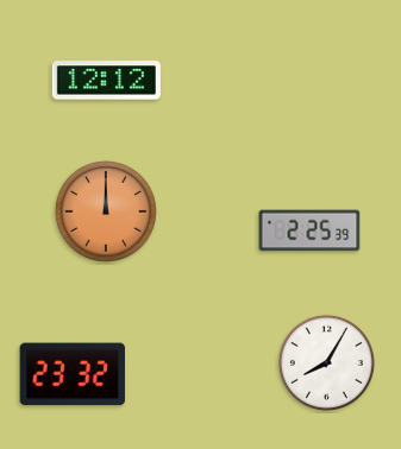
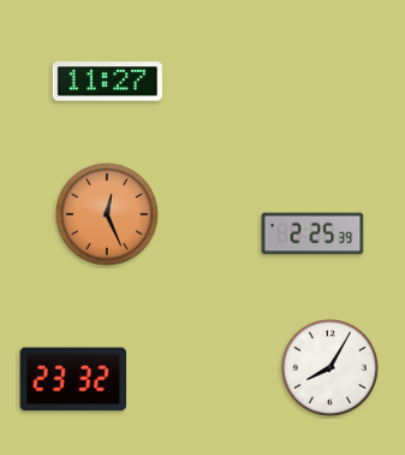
clock at (106, 81): 12:12 -> 11:27
clock at (106, 211): 12:00 -> 12:26
